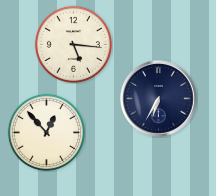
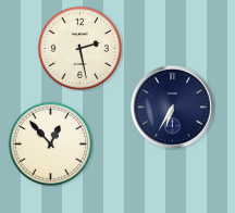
clock at (73, 44): 5:16 -> 2:28
